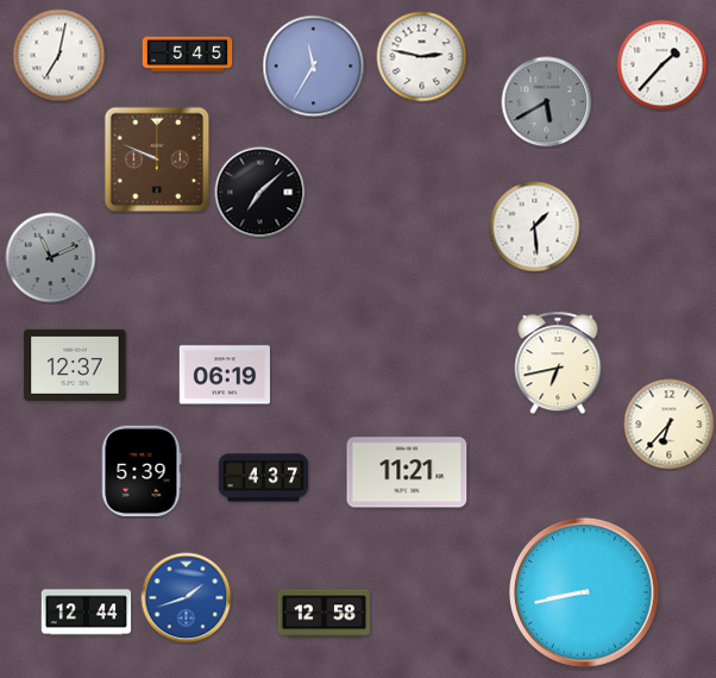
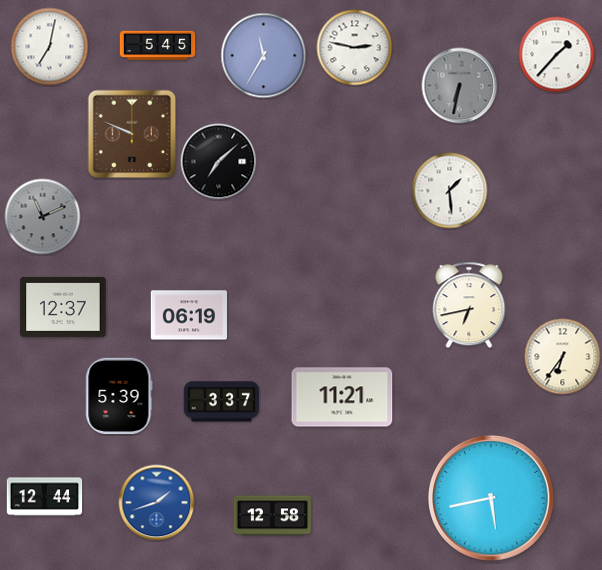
clock at (547, 102): 5:40 -> 6:32
clock at (670, 425): 6:37 -> 6:36
clock at (264, 478): 4:37 -> 3:37
clock at (585, 594): 8:43 -> 5:43
clock at (87, 613) position: (87, 613) -> (45, 497)
